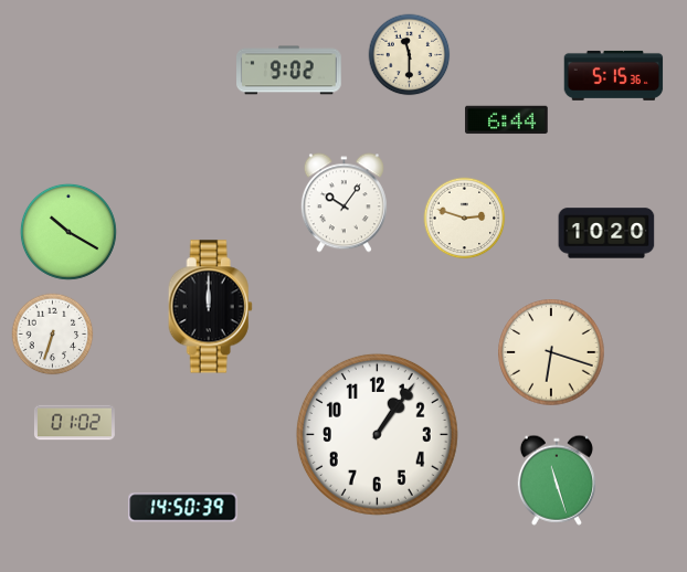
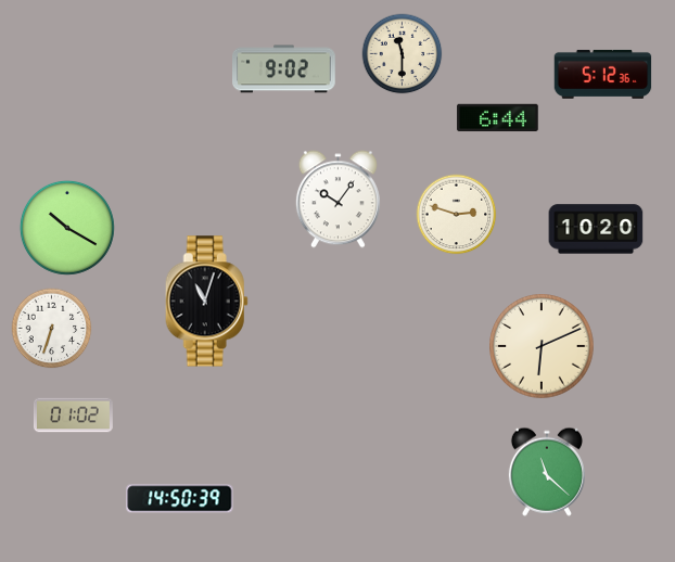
clock at (614, 75): 5:15 -> 5:12
clock at (210, 307): 12:00 -> 11:03
clock at (551, 352): 6:18 -> 6:11
clock at (377, 434): 1:06 -> none
clock at (557, 480): 11:27 -> 11:22
